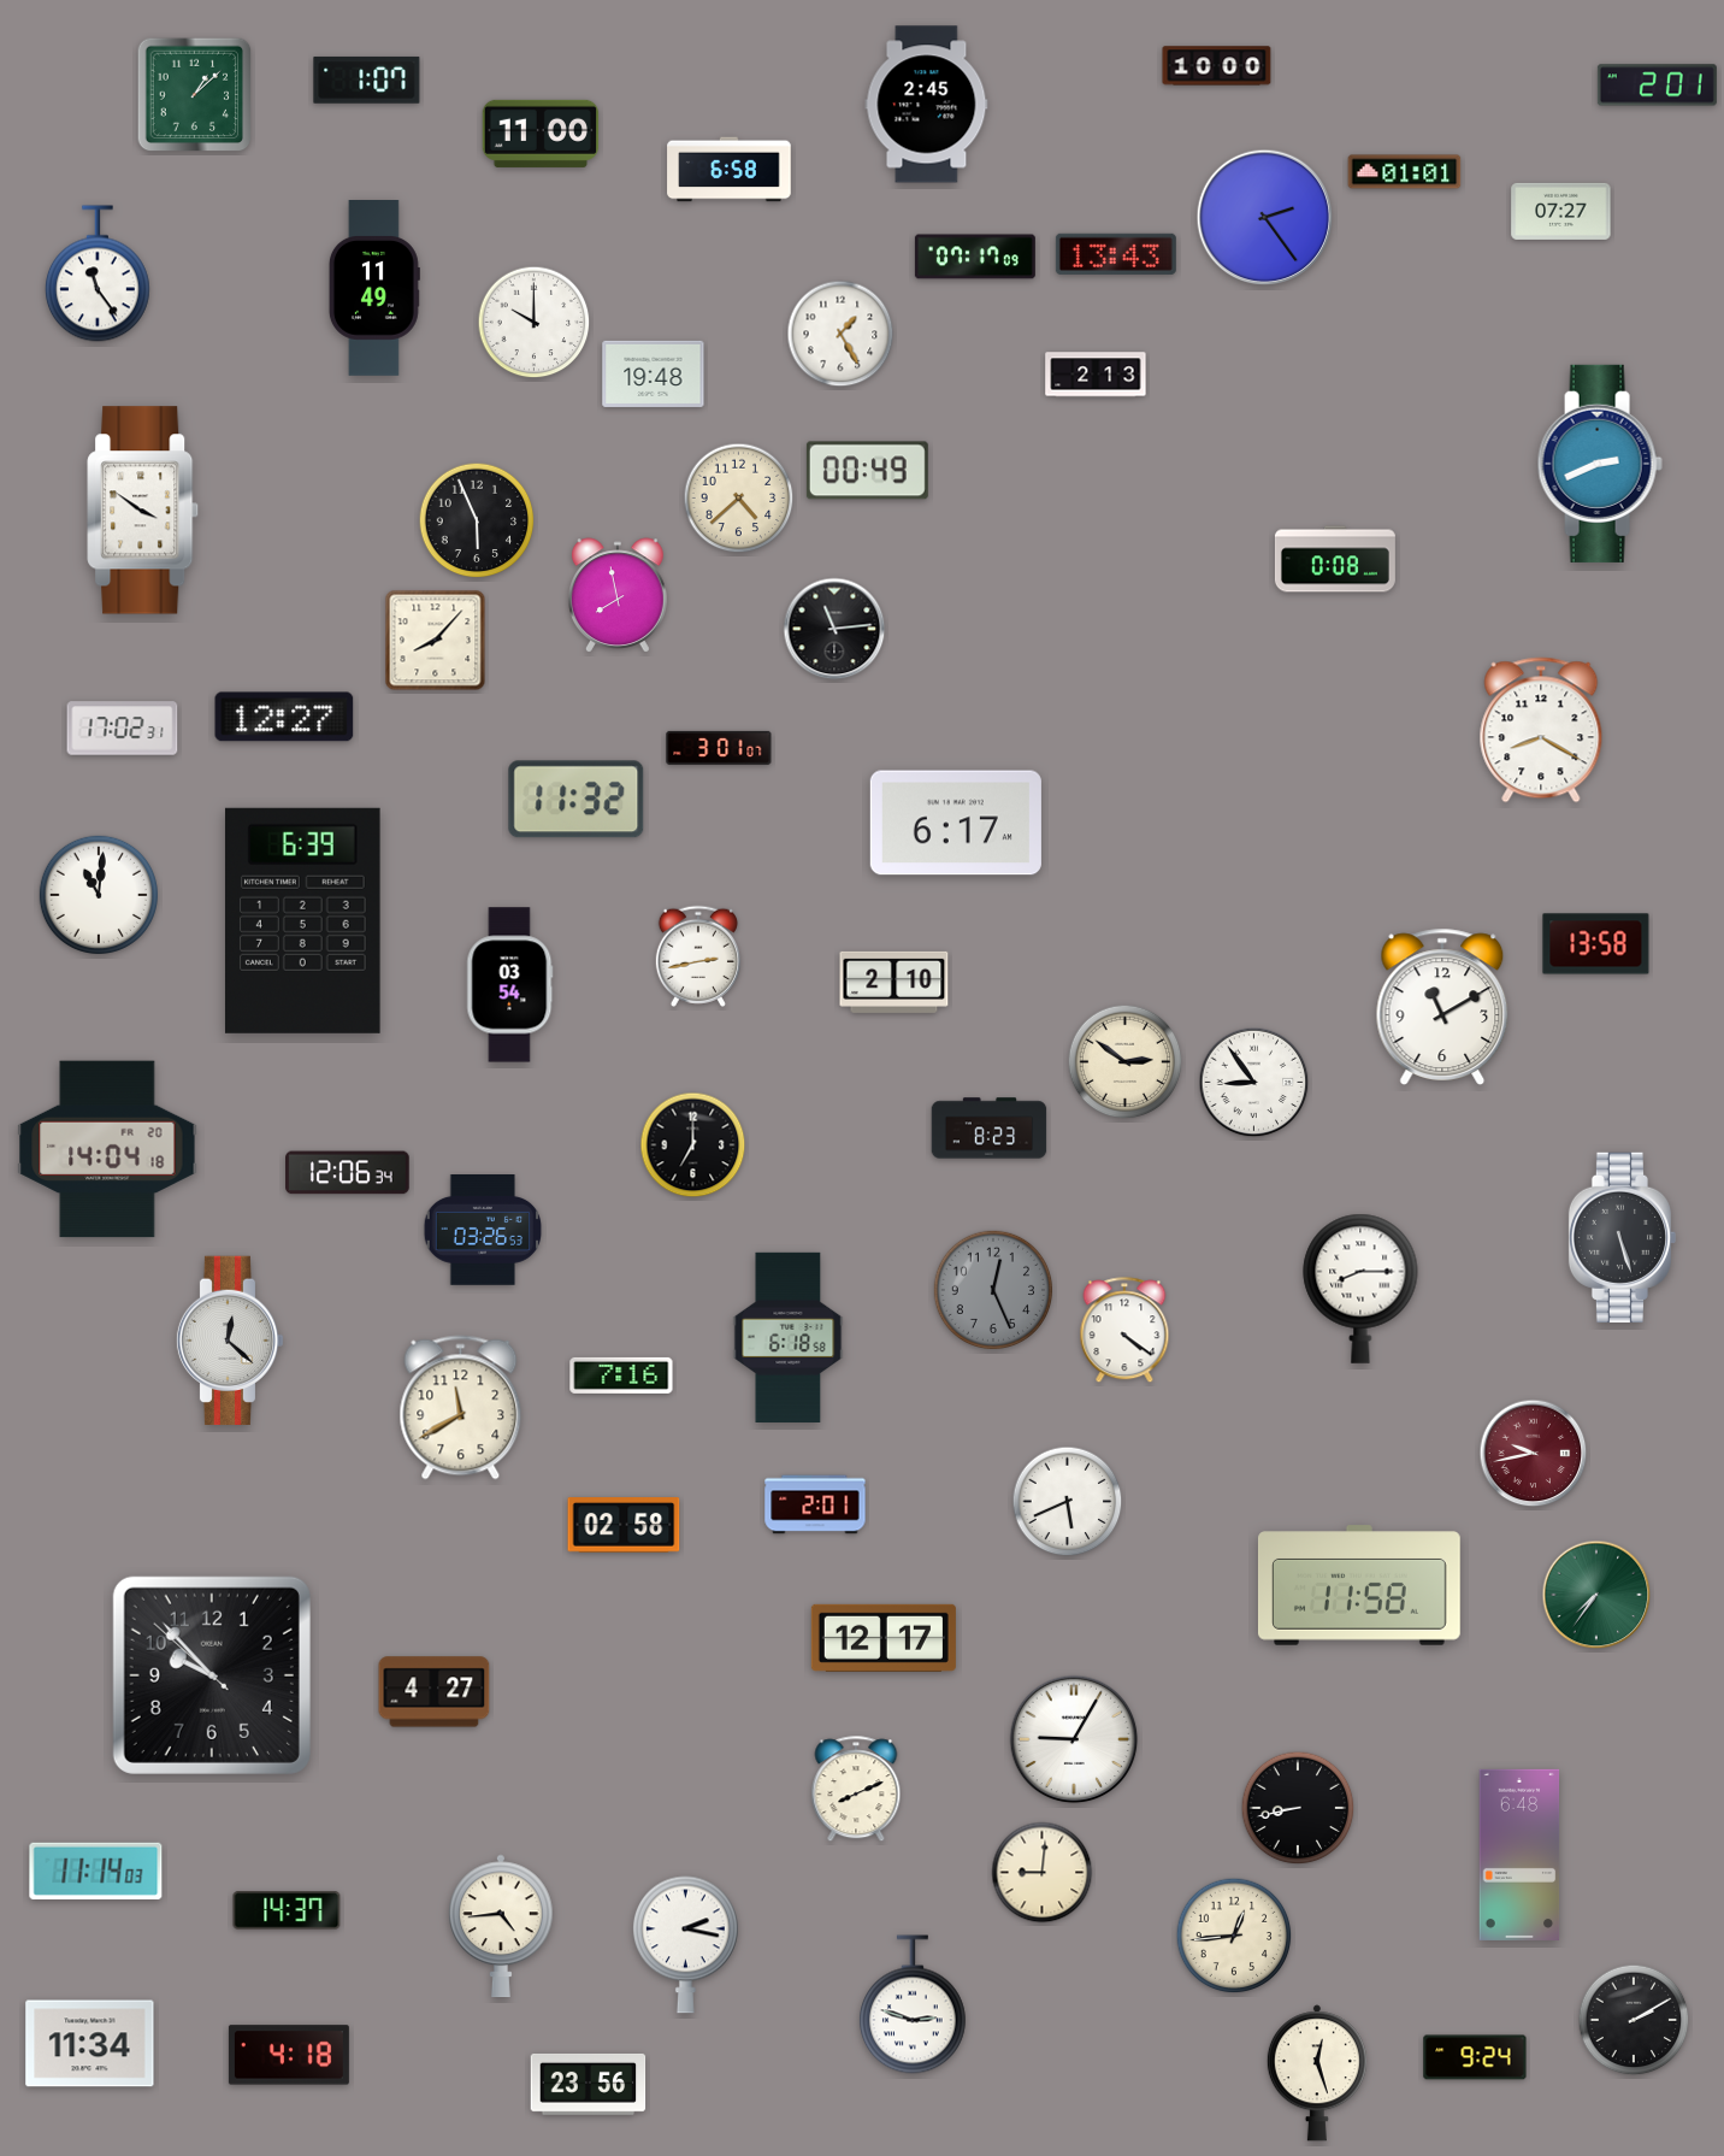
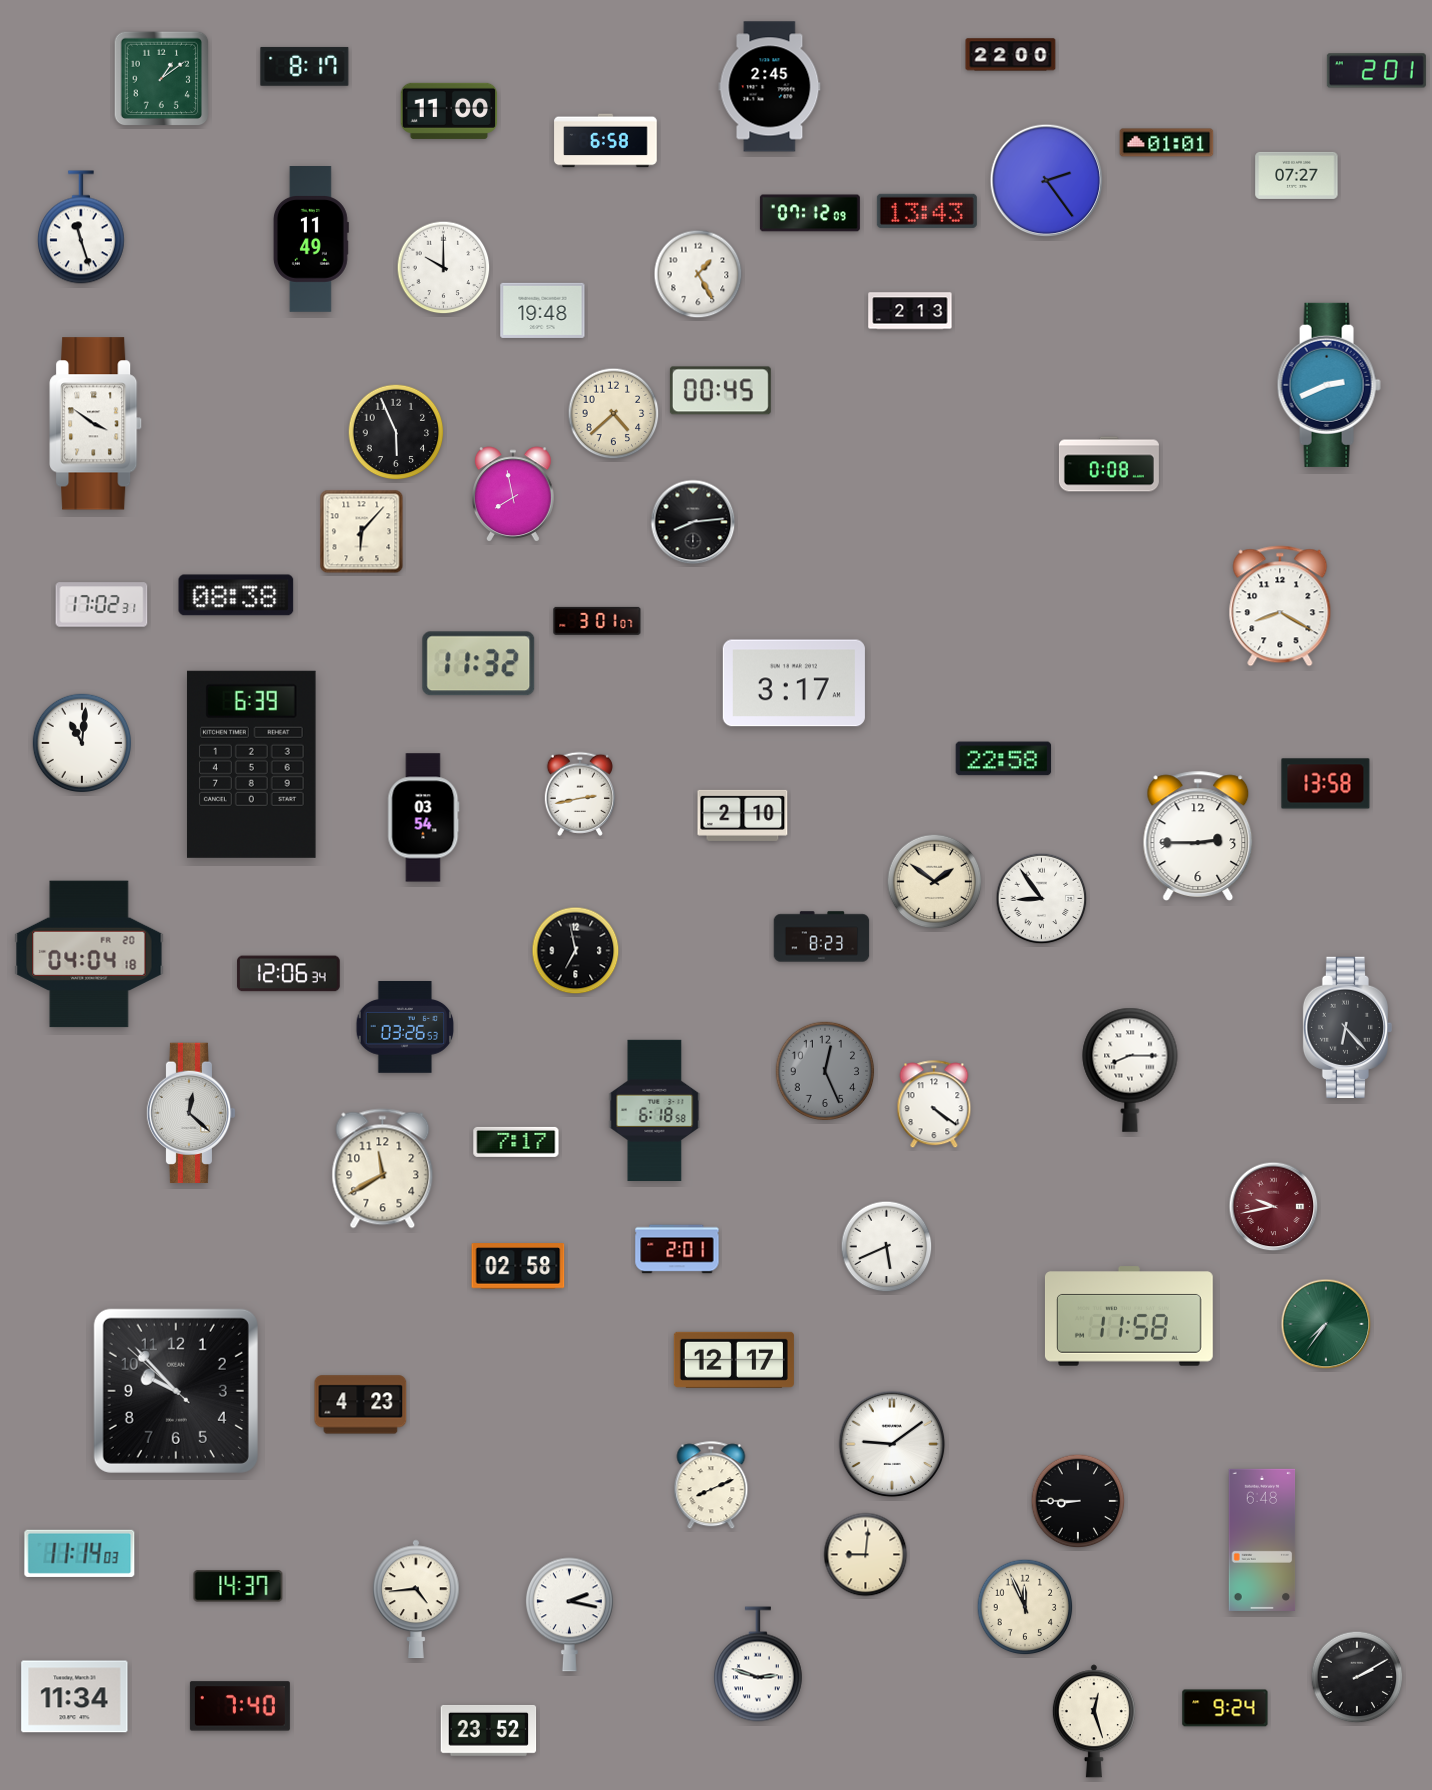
clock at (1217, 66): 10:00 -> 22:00
clock at (367, 79): 1:07 -> 8:17
clock at (195, 95): 1:08 -> 1:09
clock at (1265, 218) position: (1265, 218) -> (1047, 181)
clock at (975, 257): 07:17 -> 07:12
clock at (98, 273): 11:24 -> 11:27
clock at (840, 334) position: (840, 334) -> (698, 274)
clock at (867, 471): 00:49 -> 00:45
clock at (143, 511) position: (143, 511) -> (96, 424)
clock at (834, 629): 11:14 -> 8:14
clock at (436, 641): 8:07 -> 6:07
clock at (284, 717): 12:27 -> 08:38
clock at (956, 823): 6:17 -> 3:17
clock at (1004, 759): none -> 22:58
clock at (1442, 1007): 11:10 -> 2:45
clock at (1126, 1062): 2:51 -> 1:51
clock at (693, 1145): 7:00 -> 6:58
clock at (107, 1149): 14:04 -> 04:04
clock at (483, 1231) position: (483, 1231) -> (405, 1028)
clock at (1622, 1237): 5:27 -> 6:23
clock at (621, 1376): 7:16 -> 7:17
clock at (435, 1692): 4:27 -> 4:23
clock at (1074, 1739): 9:05 -> 9:09
clock at (1298, 1808): 8:43 -> 8:45
clock at (1234, 1936): 12:44 -> 11:56
clock at (289, 2055): 4:18 -> 7:40
clock at (589, 2084): 23:56 -> 23:52
